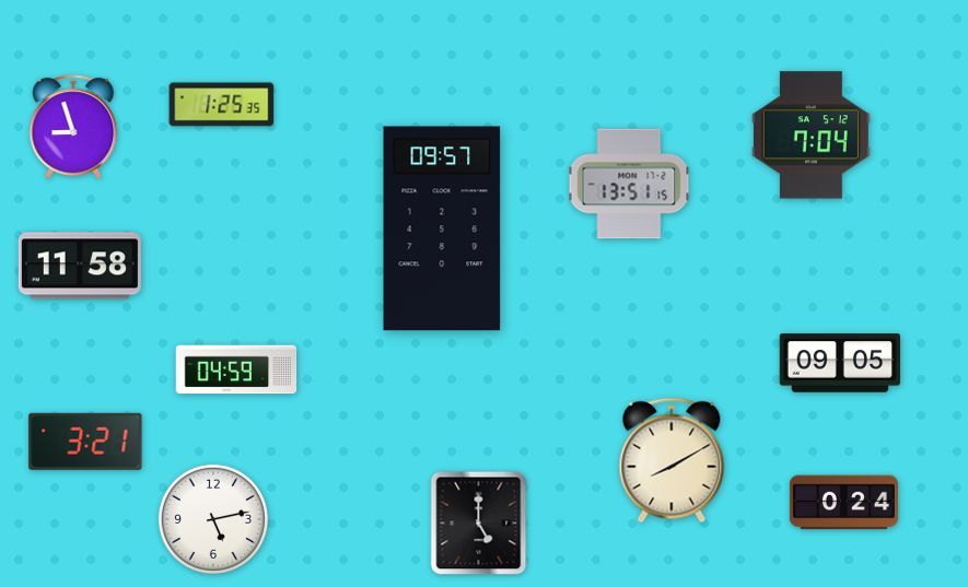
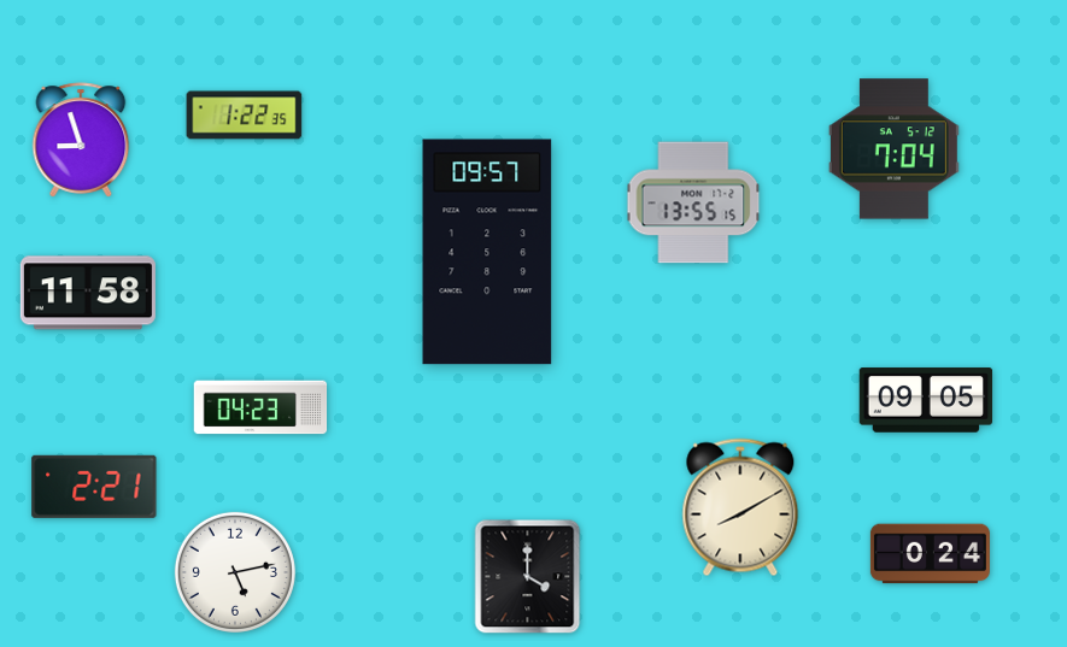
clock at (222, 105): 1:25 -> 1:22
clock at (629, 184): 13:51 -> 13:55
clock at (236, 369): 04:59 -> 04:23
clock at (85, 442): 3:21 -> 2:21
clock at (479, 524): 5:00 -> 4:00
